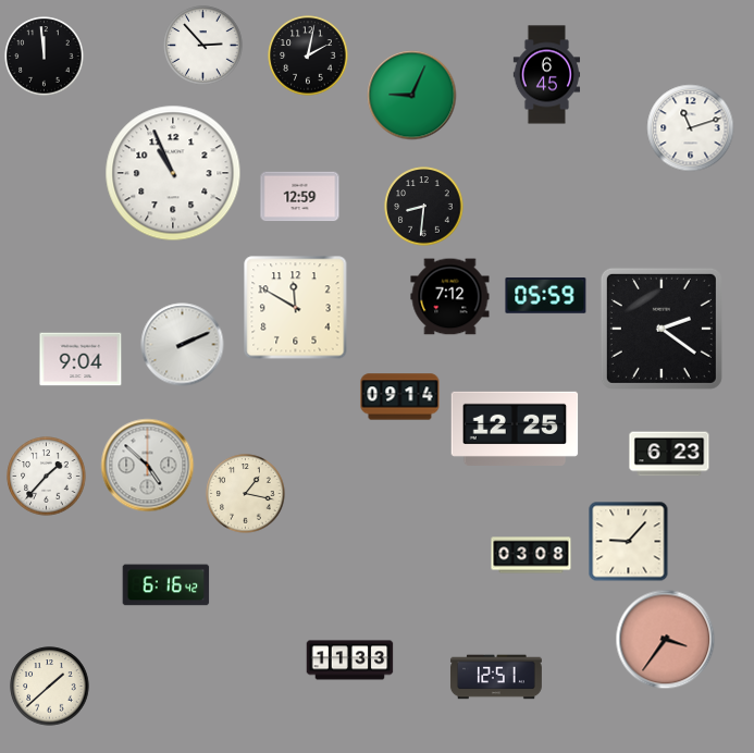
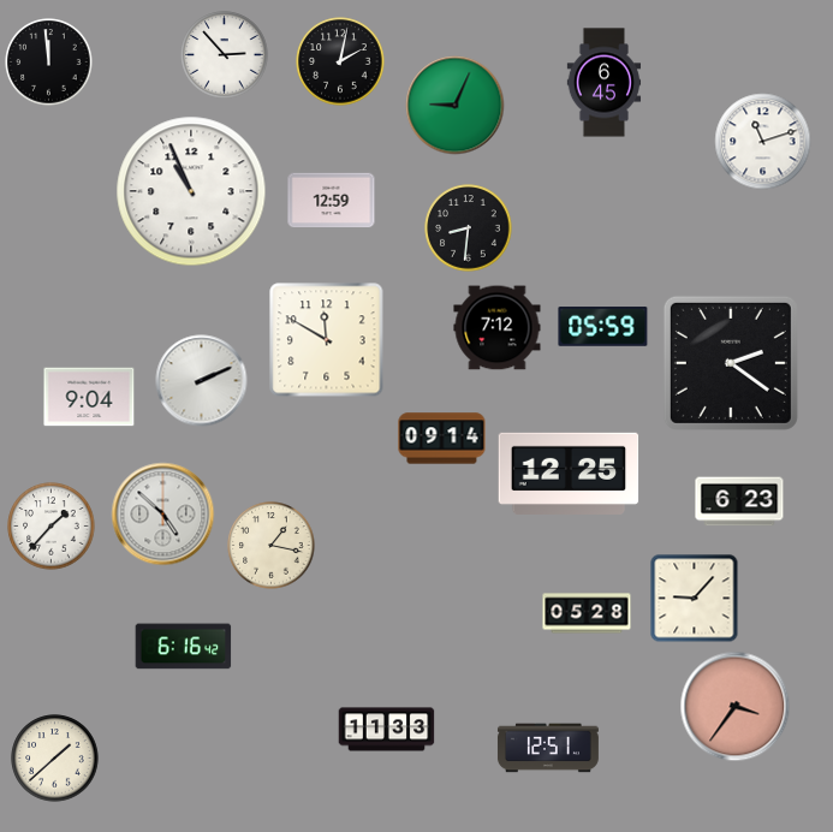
clock at (203, 46) position: (203, 46) -> (225, 55)
clock at (300, 197) position: (300, 197) -> (332, 201)
clock at (531, 555): 03:08 -> 05:28
